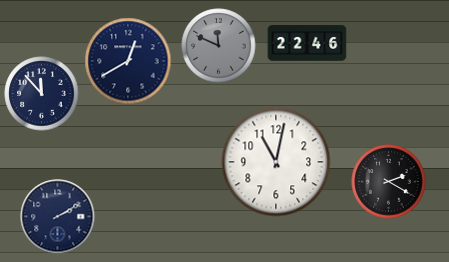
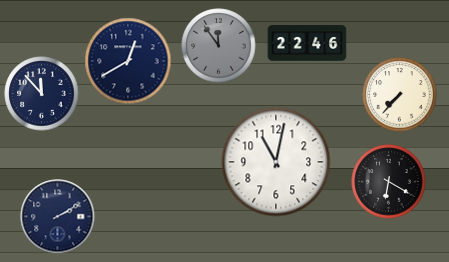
clock at (219, 46): 11:49 -> 11:54
clock at (400, 95): none -> 7:37
clock at (389, 182): 2:20 -> 6:20
